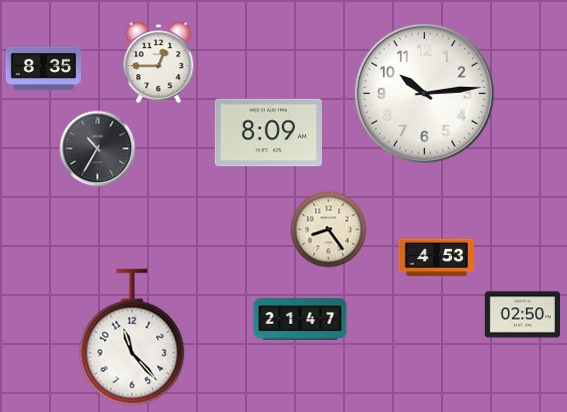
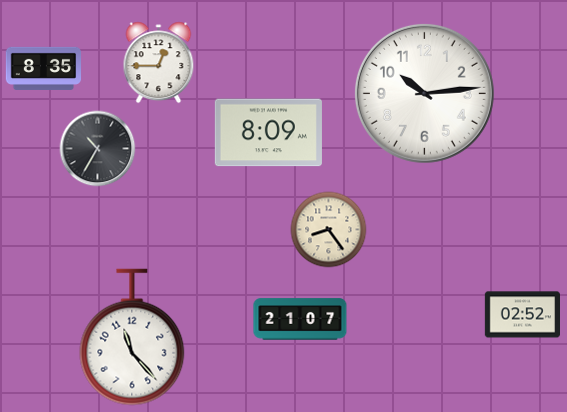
clock at (436, 258): 4:53 -> none
clock at (522, 315): 02:50 -> 02:52
clock at (300, 319): 21:47 -> 21:07
